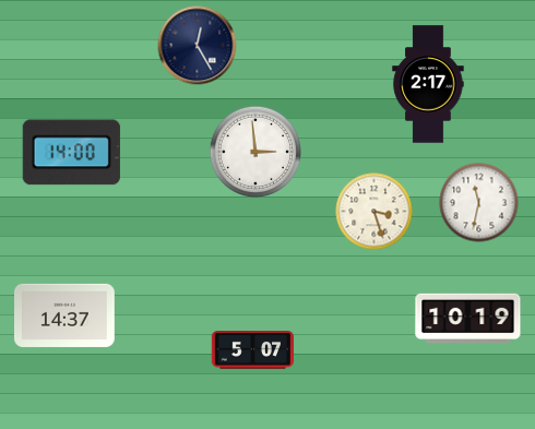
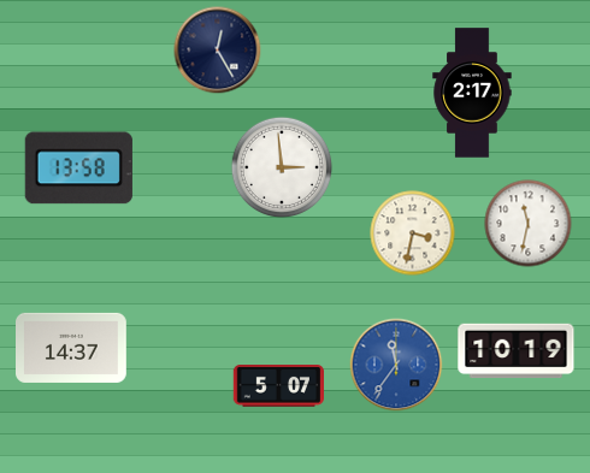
clock at (71, 153): 14:00 -> 13:58
clock at (374, 212): 3:27 -> 3:32
clock at (396, 365): none -> 11:36
